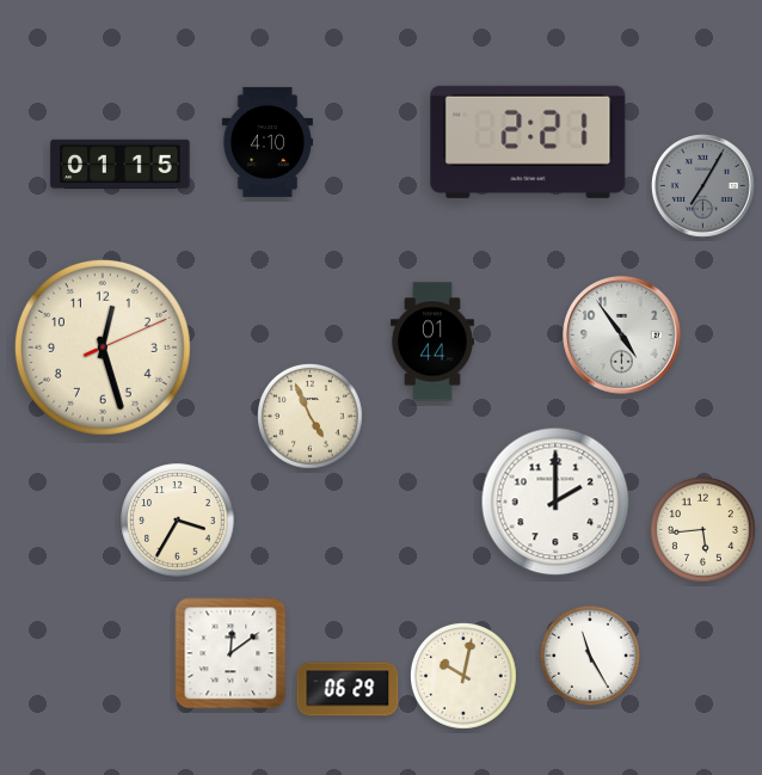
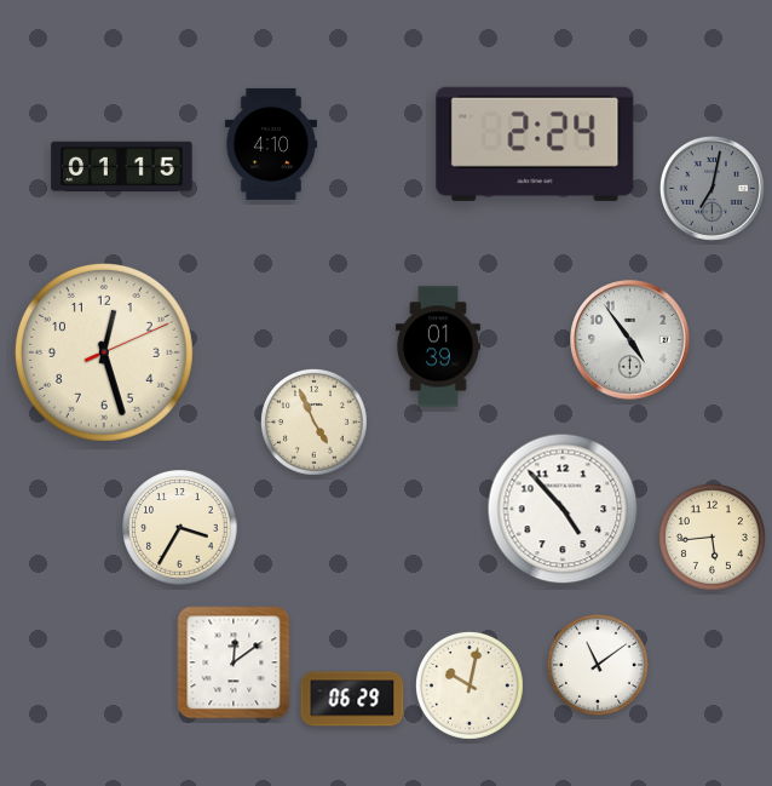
clock at (528, 142): 2:21 -> 2:24
clock at (702, 185): 7:05 -> 7:02
clock at (432, 342): 01:44 -> 01:39
clock at (555, 502): 2:00 -> 4:53
clock at (590, 656): 11:25 -> 11:09
